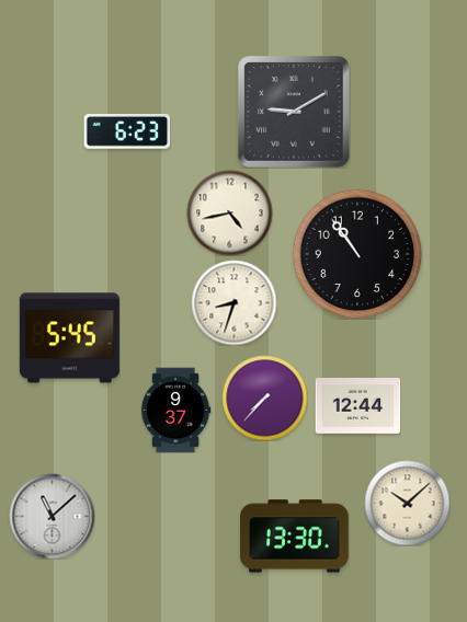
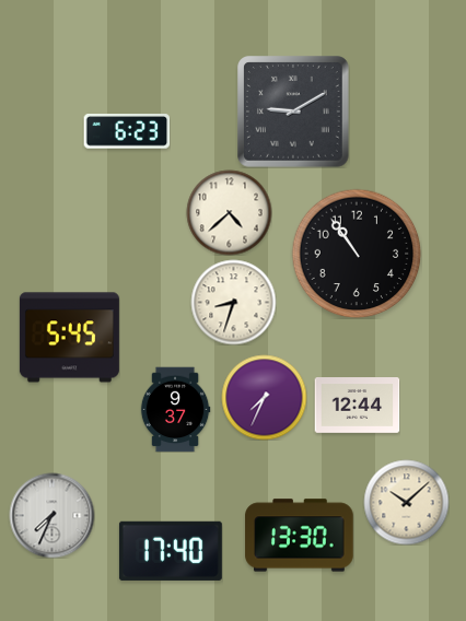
clock at (229, 212): 4:43 -> 4:38
clock at (264, 398): 7:37 -> 7:34
clock at (52, 516): 11:08 -> 7:34
clock at (295, 537) position: (295, 537) -> (300, 536)
clock at (171, 551): none -> 17:40
